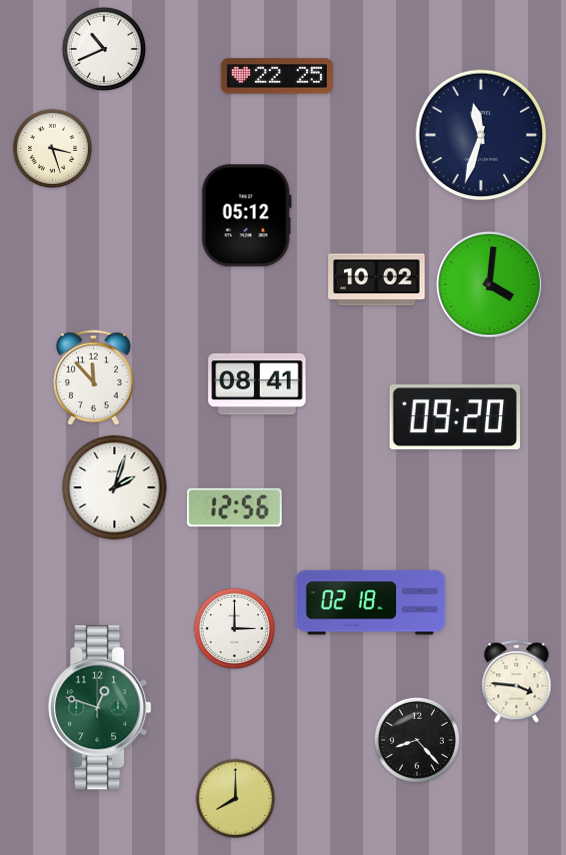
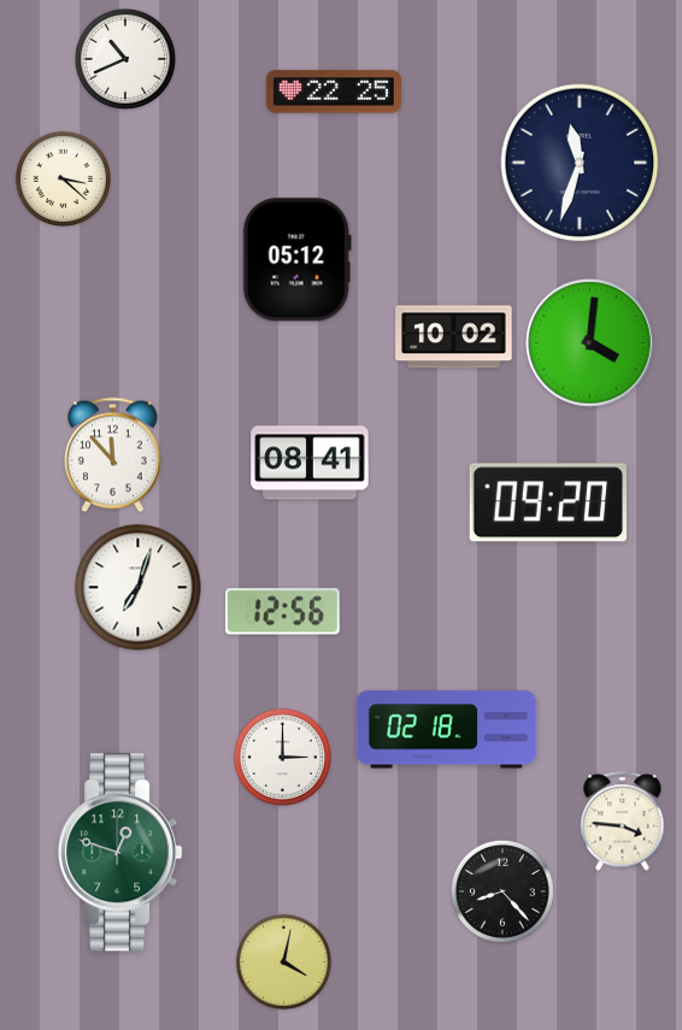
clock at (53, 149): 3:27 -> 3:22
clock at (115, 488): 2:03 -> 7:03
clock at (371, 603) position: (371, 603) -> (447, 730)
clock at (236, 799): 8:00 -> 4:02
